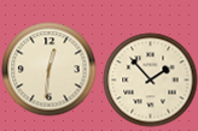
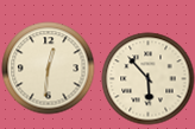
clock at (150, 79): 1:53 -> 5:53
